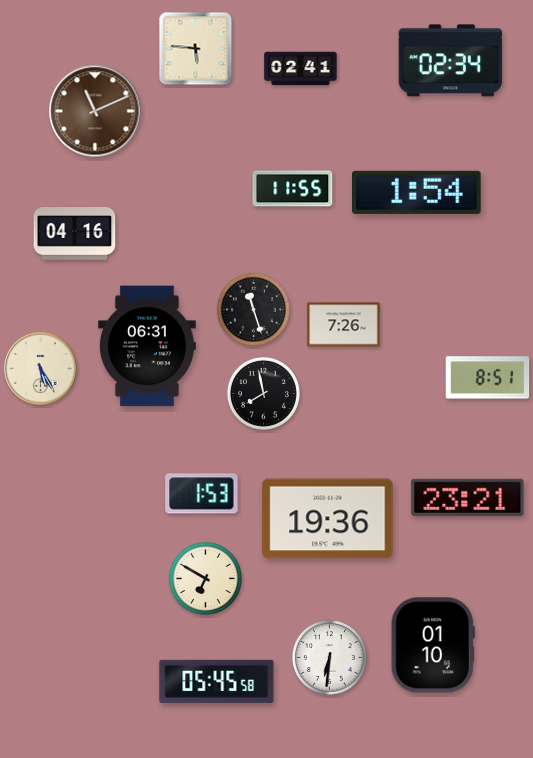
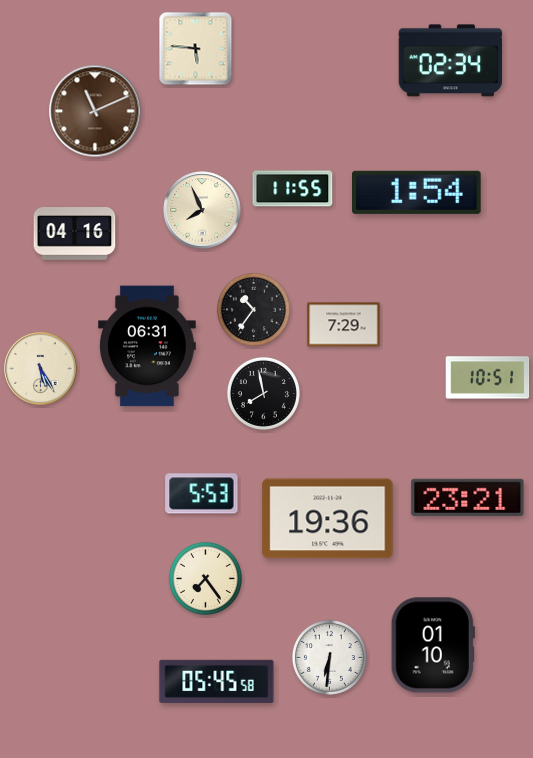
clock at (301, 69): 02:41 -> none
clock at (202, 210): none -> 7:56
clock at (253, 309): 11:27 -> 10:36
clock at (344, 325): 7:26 -> 7:29
clock at (488, 378): 8:51 -> 10:51
clock at (202, 494): 1:53 -> 5:53
clock at (205, 578): 6:50 -> 7:24
